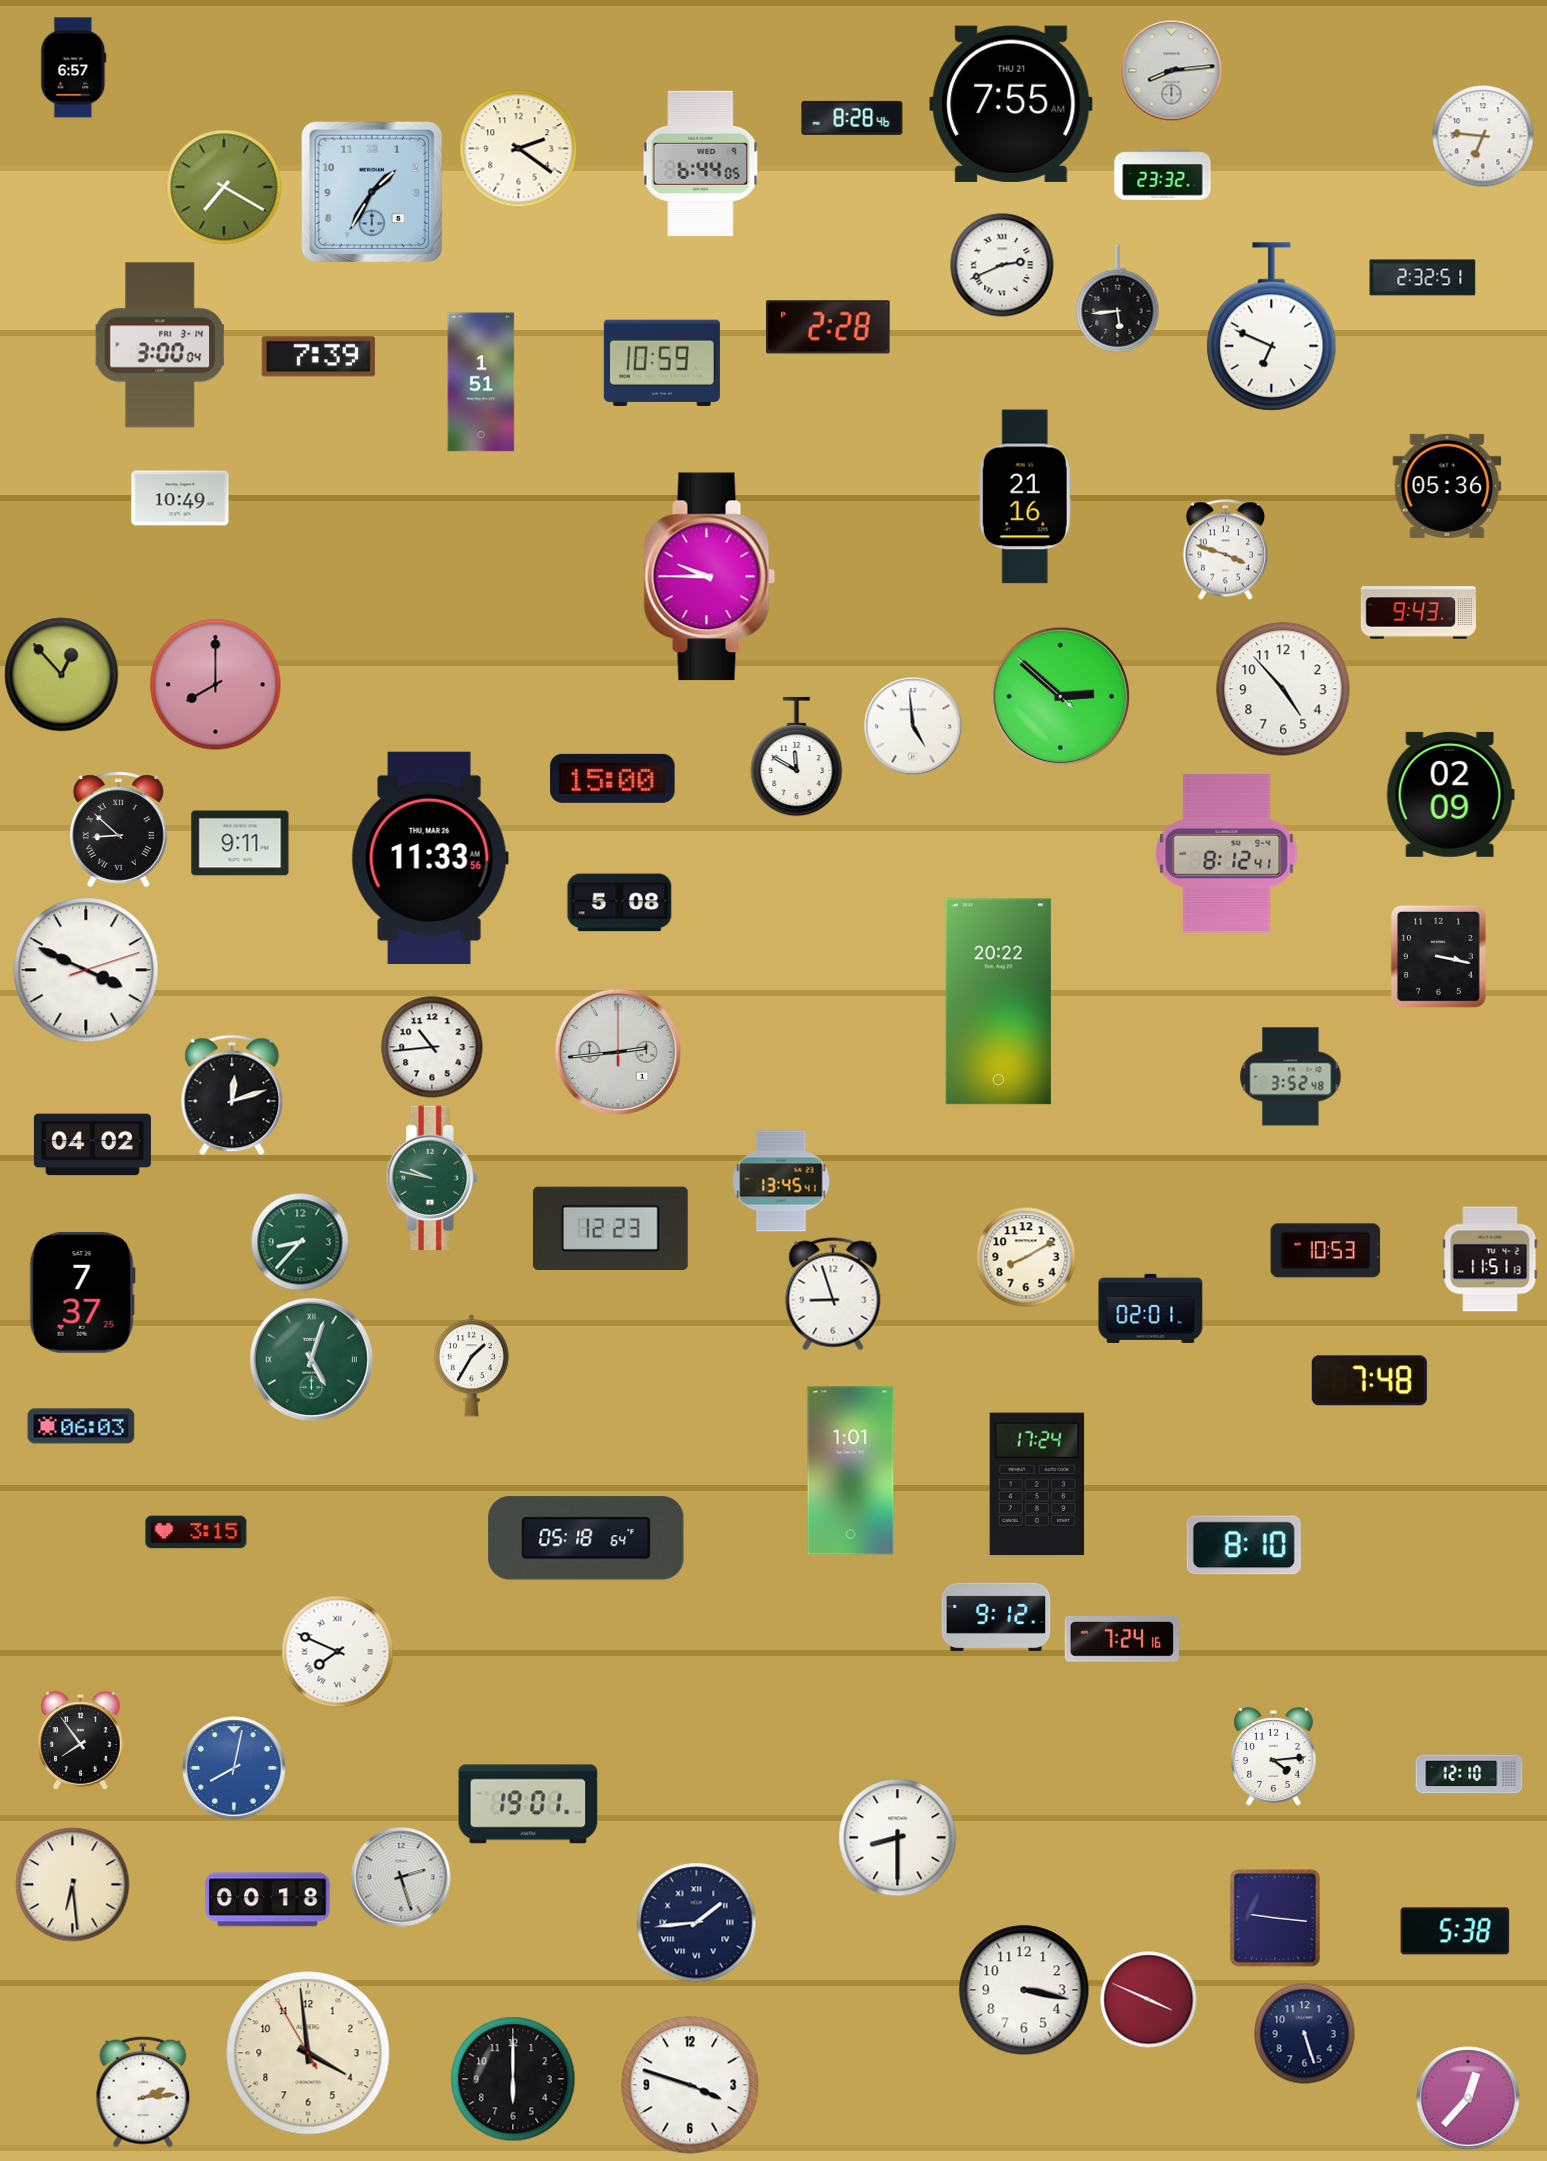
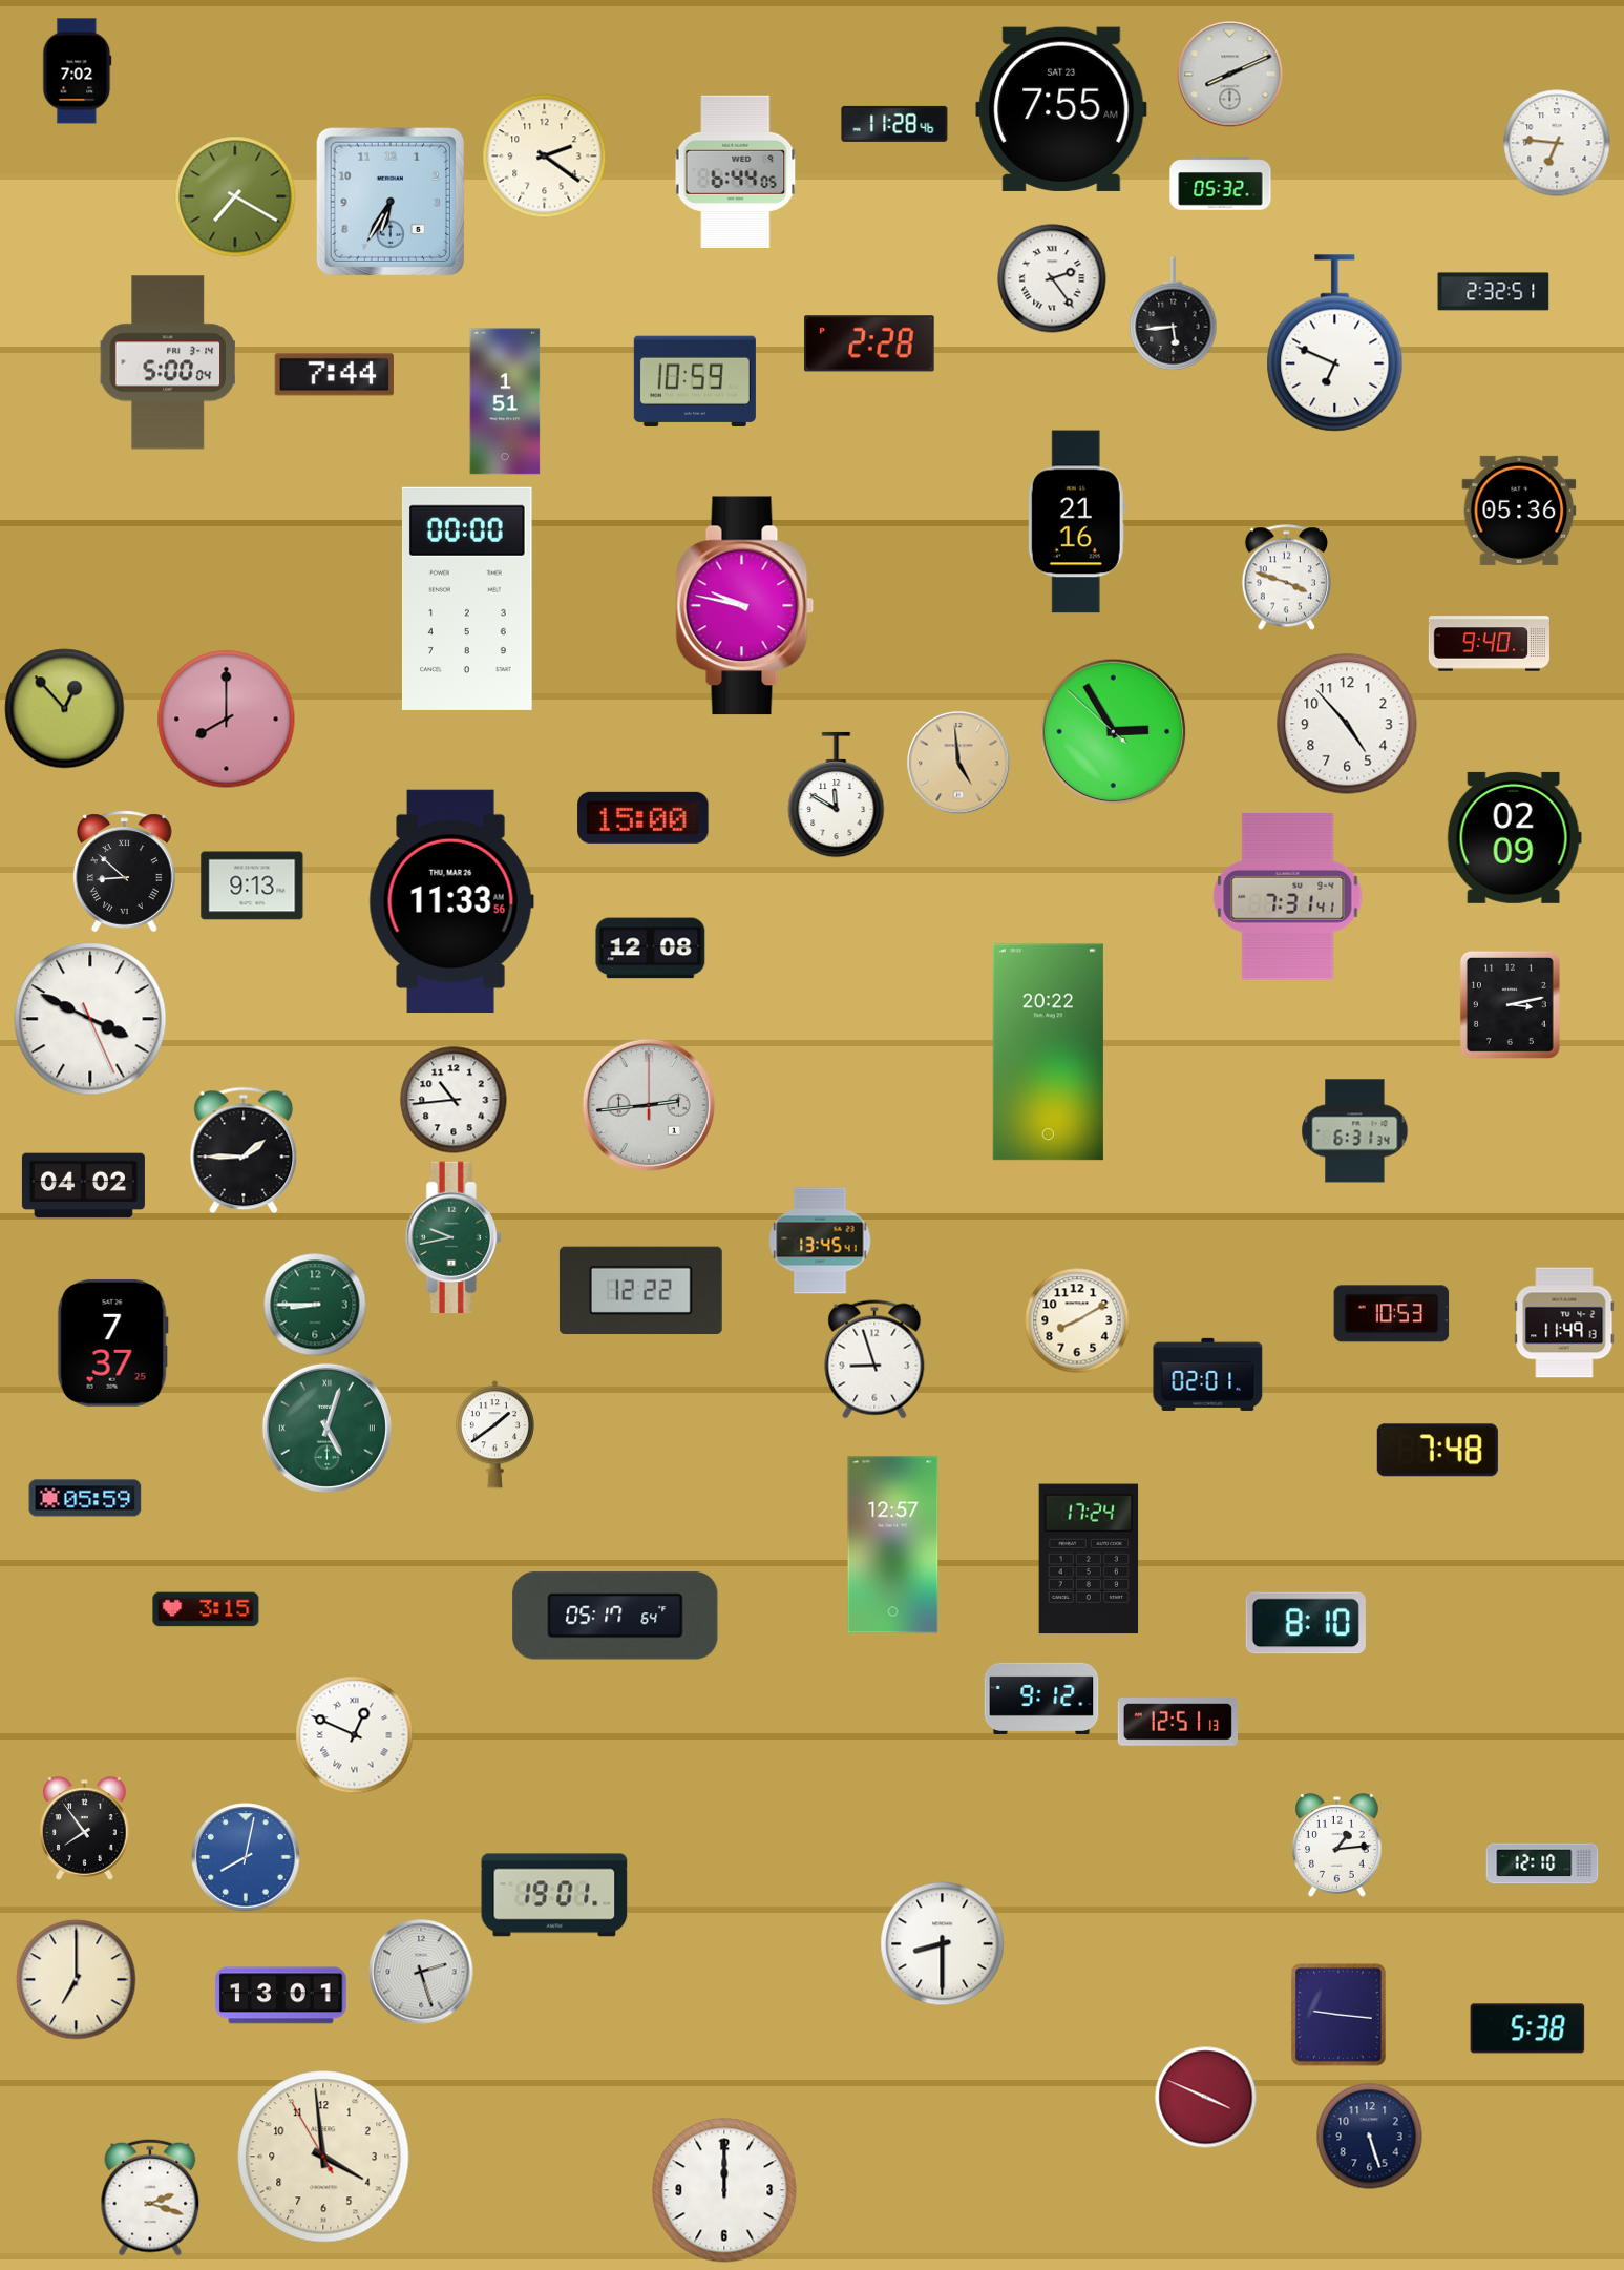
clock at (74, 68): 6:57 -> 7:02
clock at (1172, 71): 8:14 -> 8:11
clock at (1011, 104) date: THU 21 -> SAT 23
clock at (852, 118): 8:28 -> 11:28
clock at (1163, 175): 23:32 -> 05:32
clock at (372, 192): 1:35 -> 6:35
clock at (1002, 265): 2:41 -> 2:24
clock at (159, 345): 3:00 -> 5:00
clock at (318, 357): 7:39 -> 7:44
clock at (180, 498): 10:49 -> none
clock at (467, 599): none -> 00:00
clock at (710, 577): 9:45 -> 9:47
clock at (1418, 613): 9:43 -> 9:40
clock at (1061, 697): 2:51 -> 2:54
clock at (913, 726) dial: white -> champagne
clock at (1450, 794) position: (1450, 794) -> (1514, 837)
clock at (240, 843): 9:11 -> 9:13
clock at (1227, 854): 8:12 -> 7:31
clock at (620, 903): 5:08 -> 12:08
clock at (1438, 956): 3:17 -> 3:13
clock at (86, 970): 3:49:12 -> 3:49:26
clock at (1291, 1077): 3:52 -> 6:31
clock at (232, 1095): 12:12 -> 1:45
clock at (92, 1145) position: (92, 1145) -> (83, 1186)
clock at (431, 1178): 9:47 -> 9:43
clock at (610, 1228): 12:23 -> 12:22
clock at (300, 1242): 8:37 -> 8:45
clock at (1490, 1259): 11:51 -> 11:49
clock at (82, 1292) position: (82, 1292) -> (112, 1342)
clock at (471, 1366): 1:35 -> 1:39
clock at (81, 1426): 06:03 -> 05:59
clock at (851, 1471): 1:01 -> 12:57
clock at (586, 1538): 05:18 -> 05:17
clock at (996, 1617) position: (996, 1617) -> (1041, 1699)
clock at (1122, 1640): 7:24 -> 12:51
clock at (338, 1652): 7:49 -> 12:49
clock at (1274, 1757): 4:14 -> 1:14
clock at (898, 1838) position: (898, 1838) -> (943, 1944)
clock at (73, 1885): 6:29 -> 7:00
clock at (268, 1900): 00:18 -> 13:01
clock at (697, 1923): 1:44 -> none
clock at (1024, 1990): 3:17 -> none
clock at (1149, 2000) position: (1149, 2000) -> (1206, 2098)
clock at (513, 2079): 6:00 -> none
clock at (690, 2085): 3:48 -> 12:00
clock at (143, 2092): 2:14 -> 2:18
clock at (1468, 2098): 12:37 -> none
